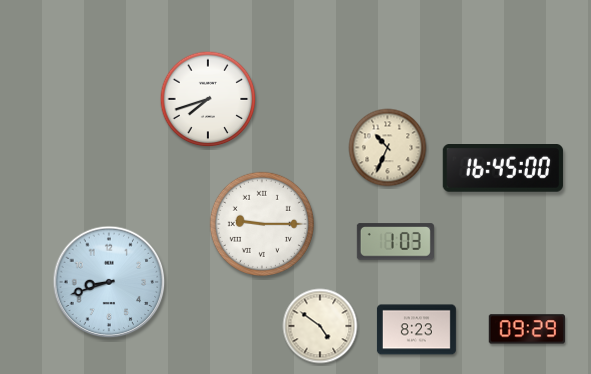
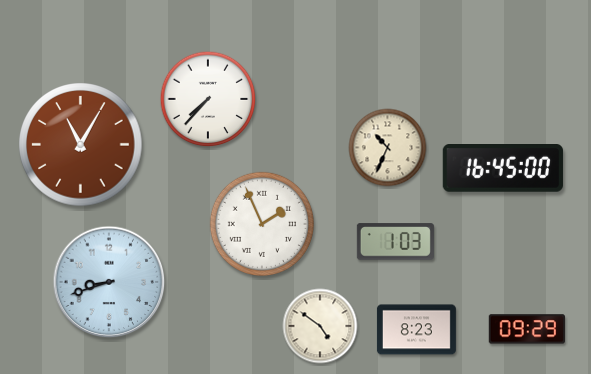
clock at (208, 99): 7:42 -> 7:37
clock at (81, 145): none -> 11:05
clock at (262, 224): 9:15 -> 1:56
